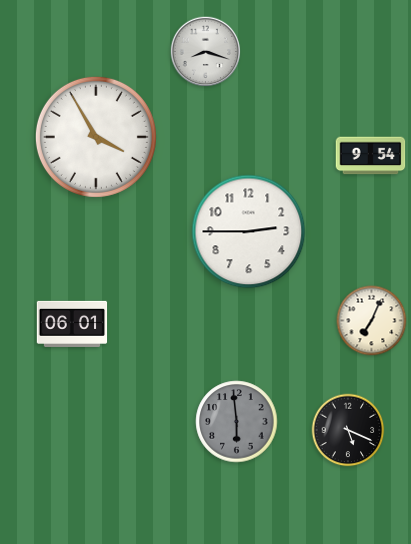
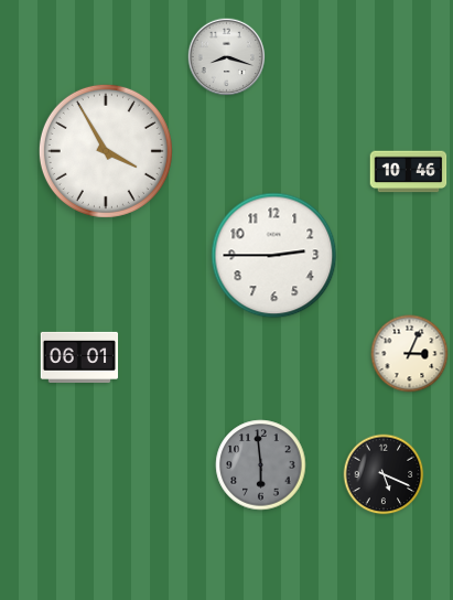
clock at (371, 156): 9:54 -> 10:46
clock at (372, 321): 7:04 -> 3:04
